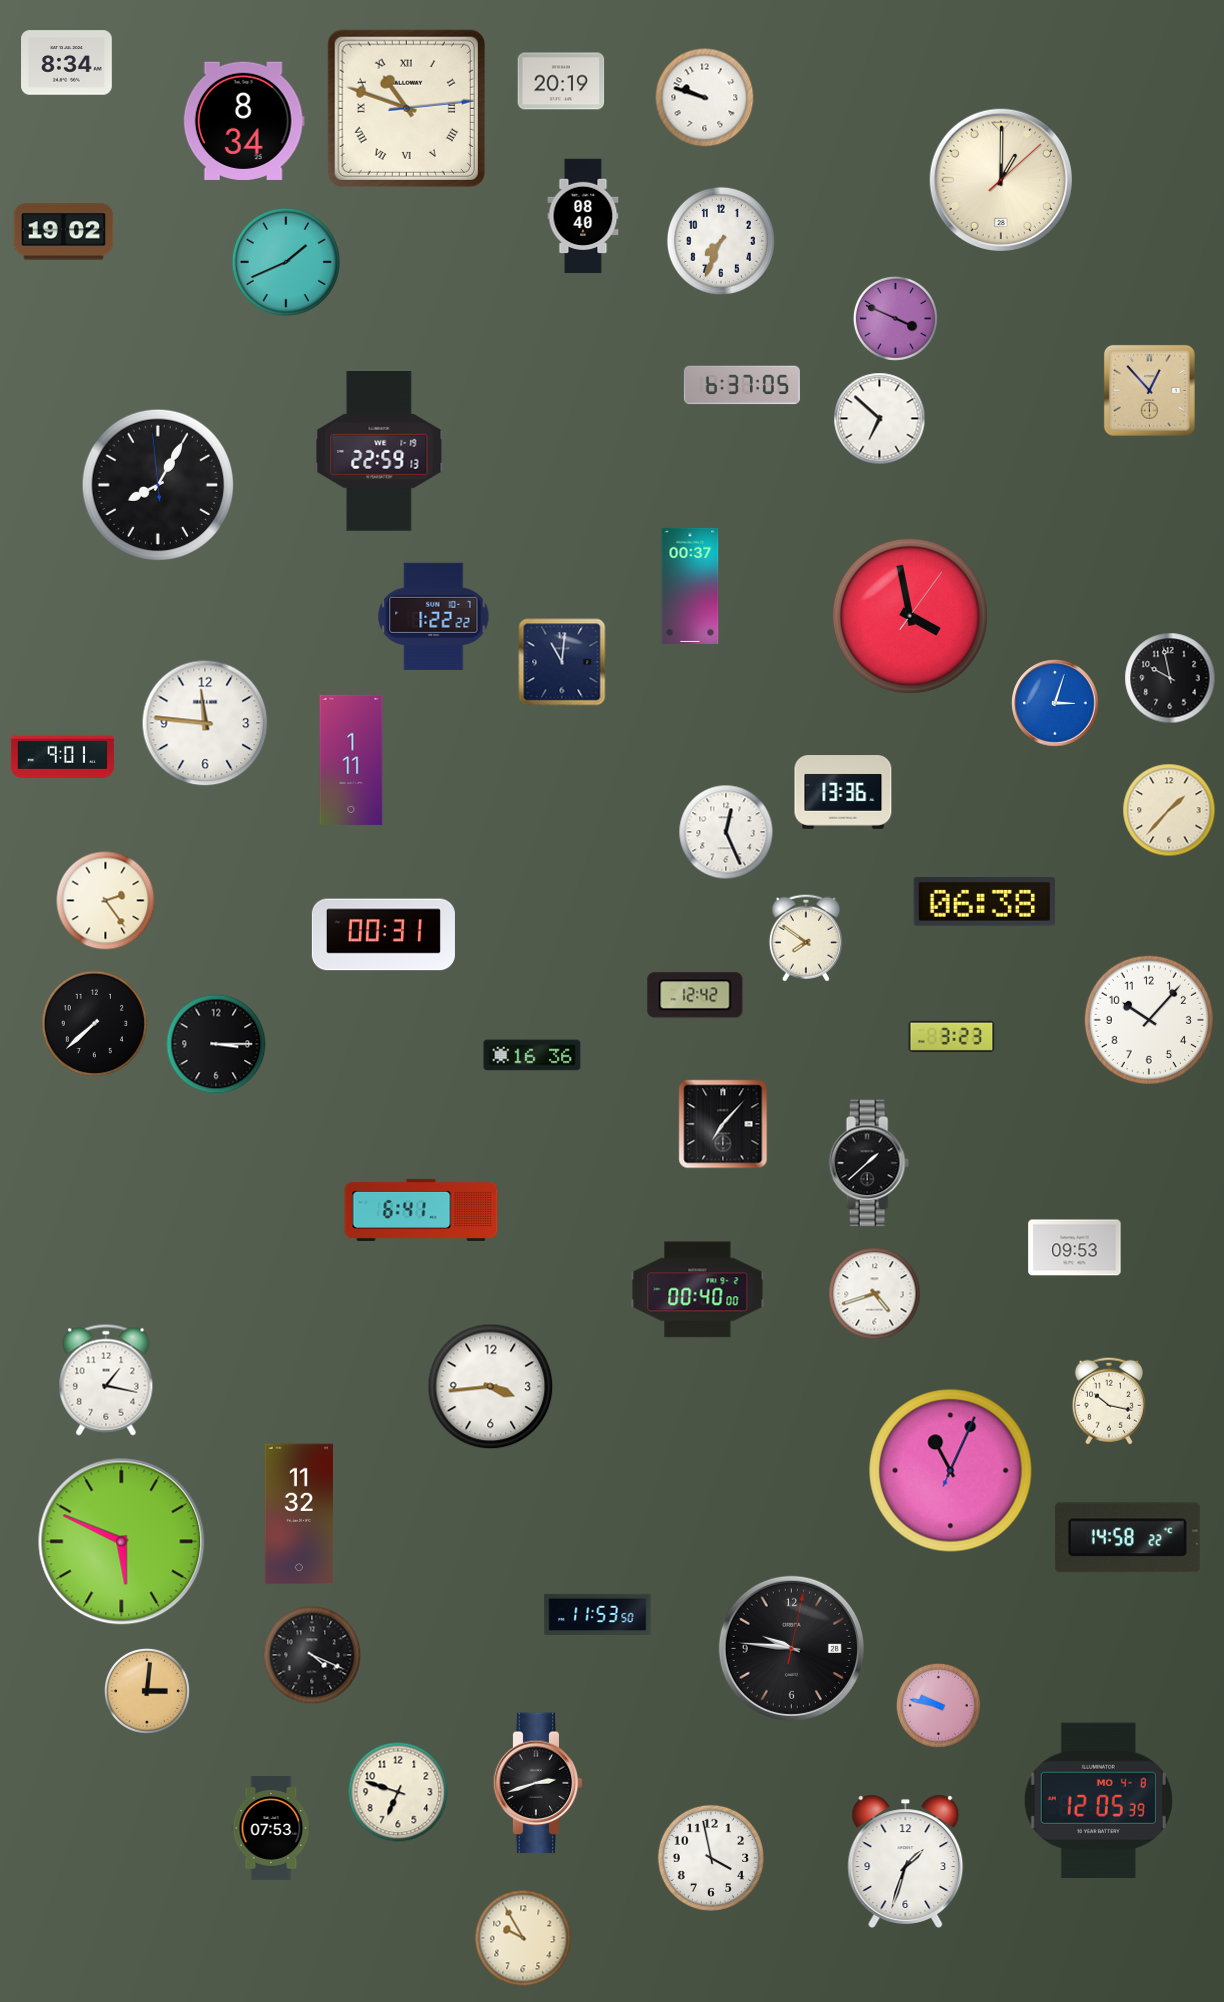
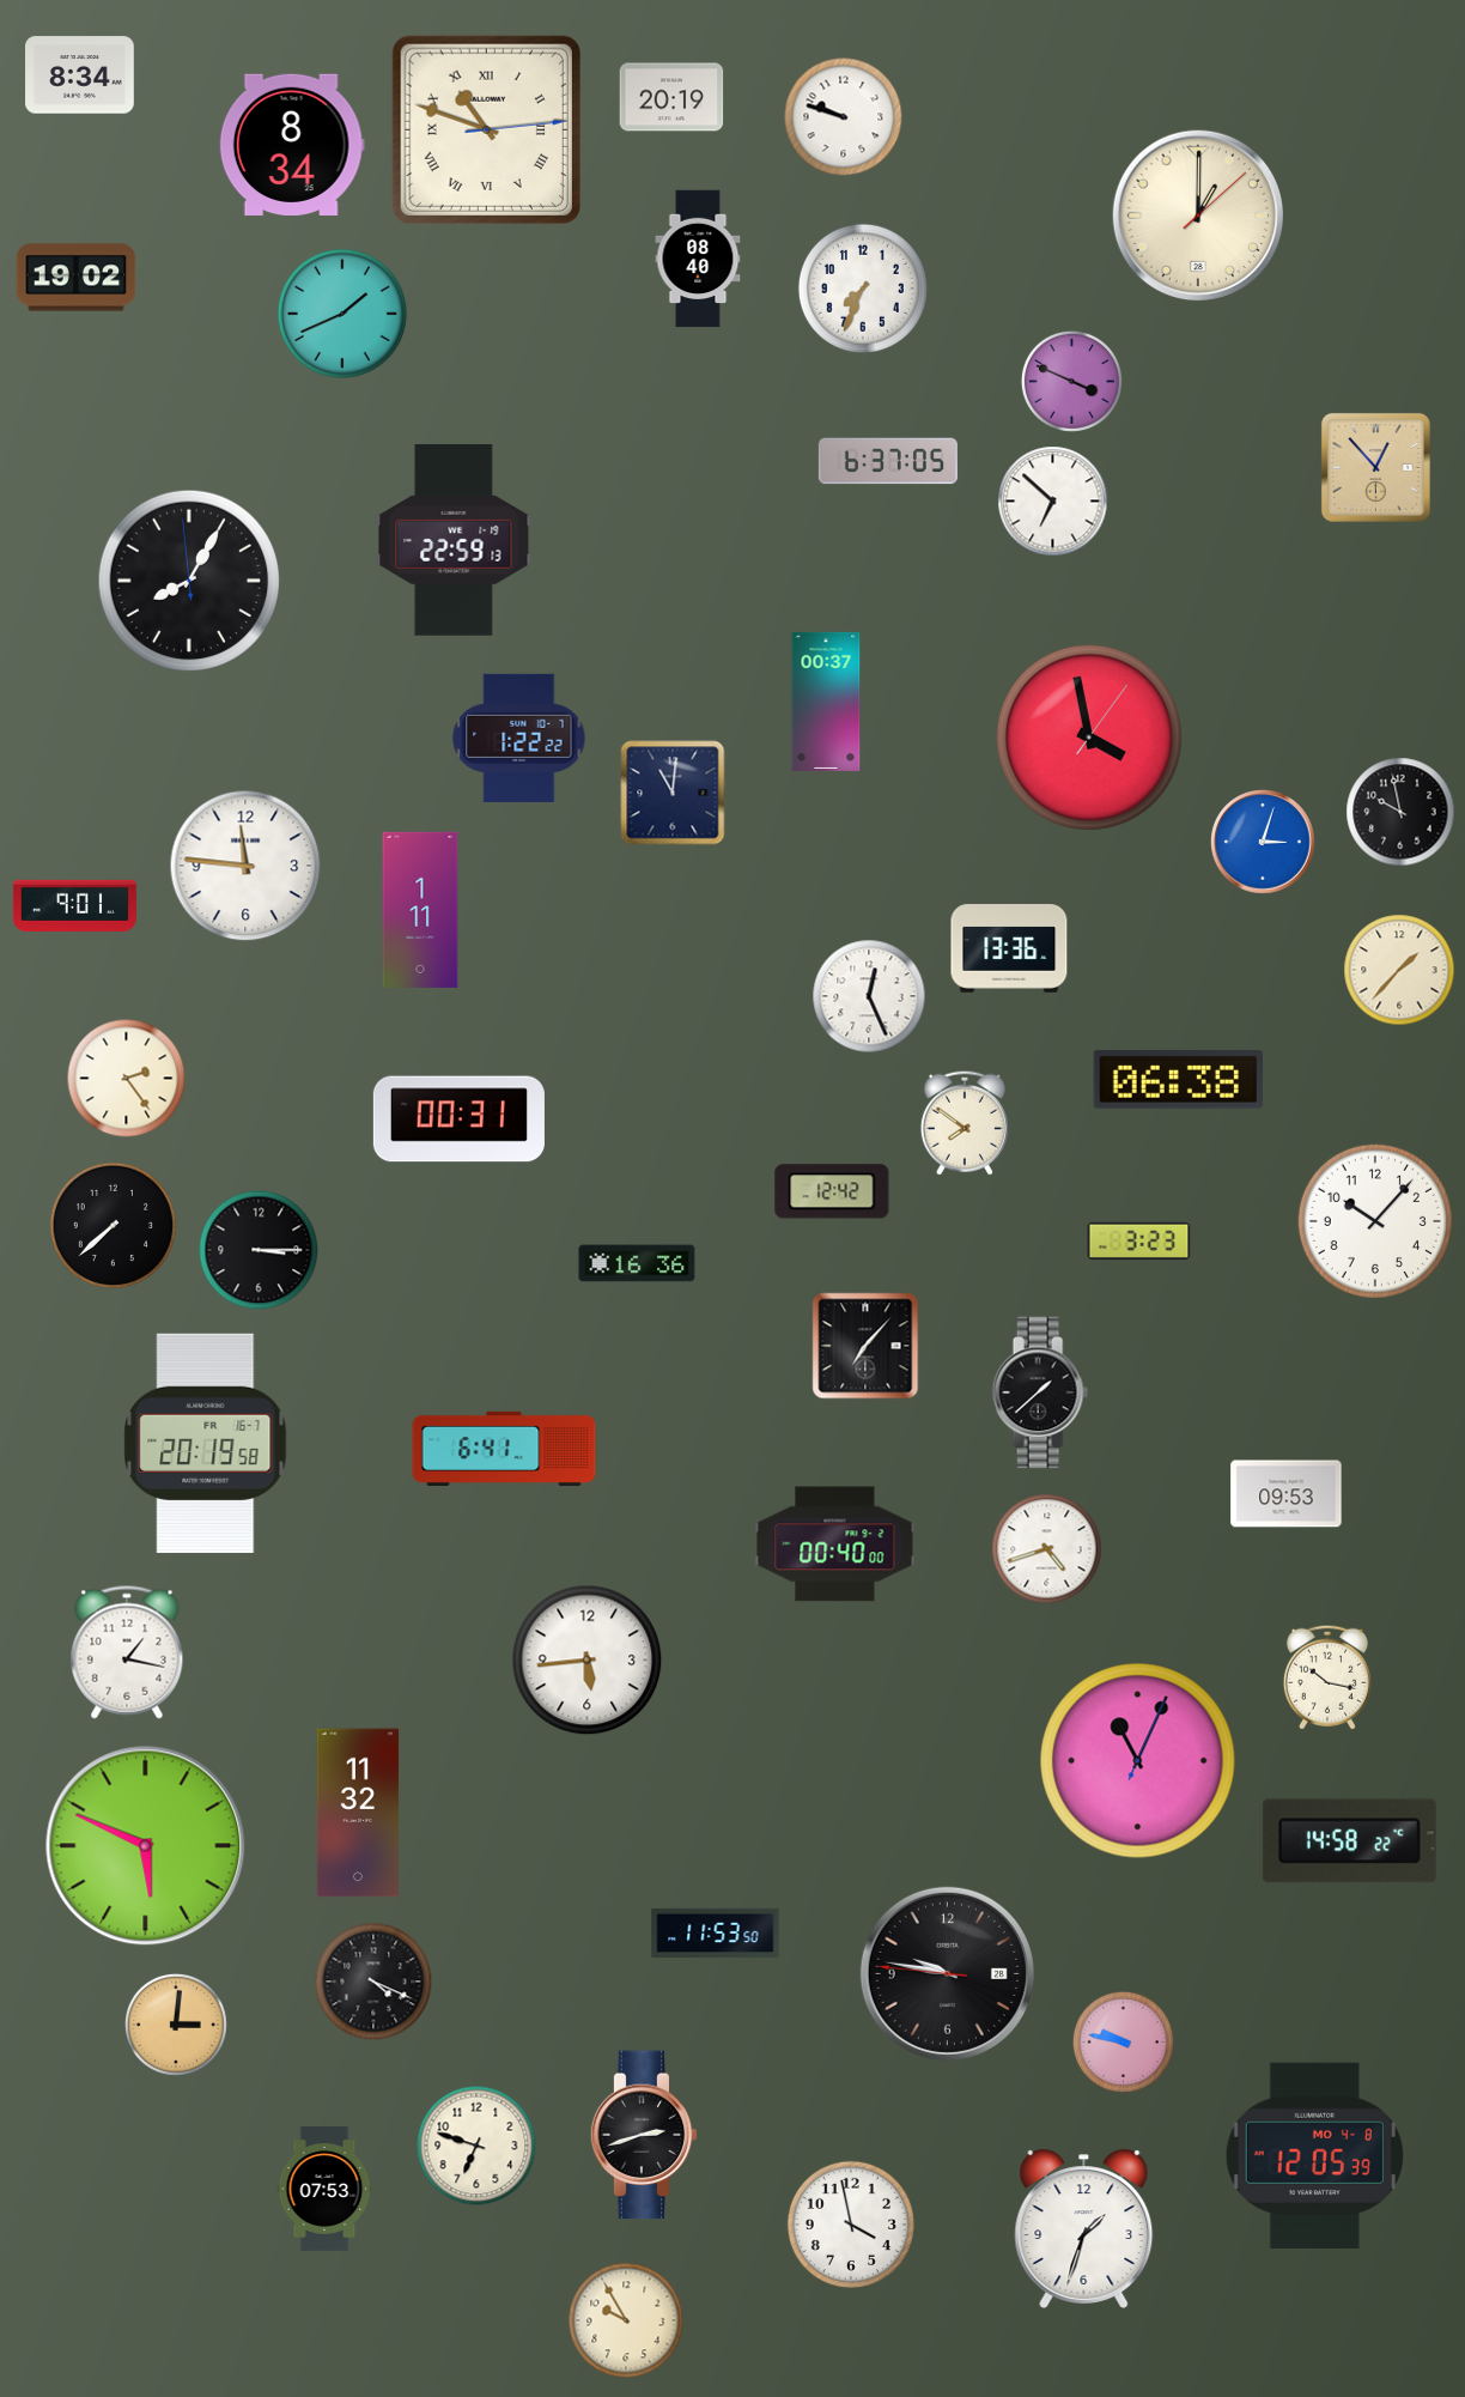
clock at (206, 1443): none -> 20:19
clock at (491, 1387): 3:44 -> 5:44
clock at (791, 1648): 9:46:02 -> 9:46:46
